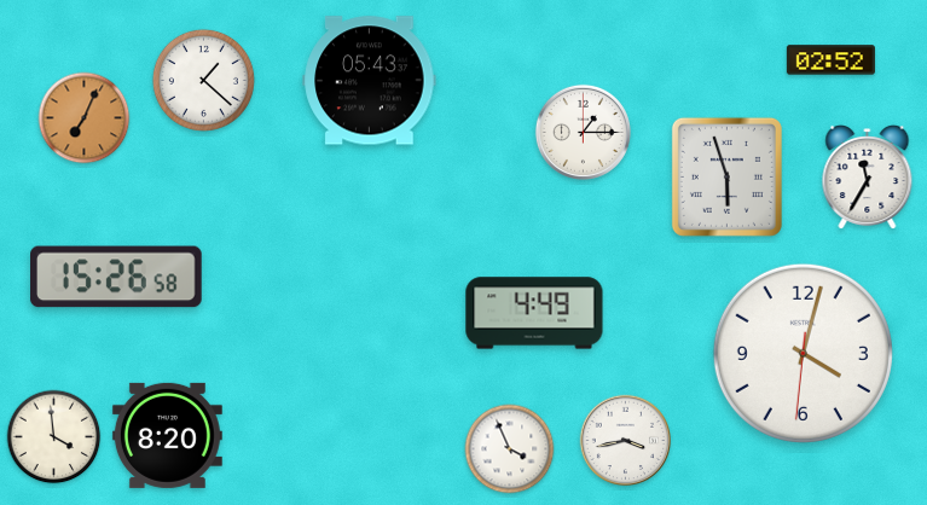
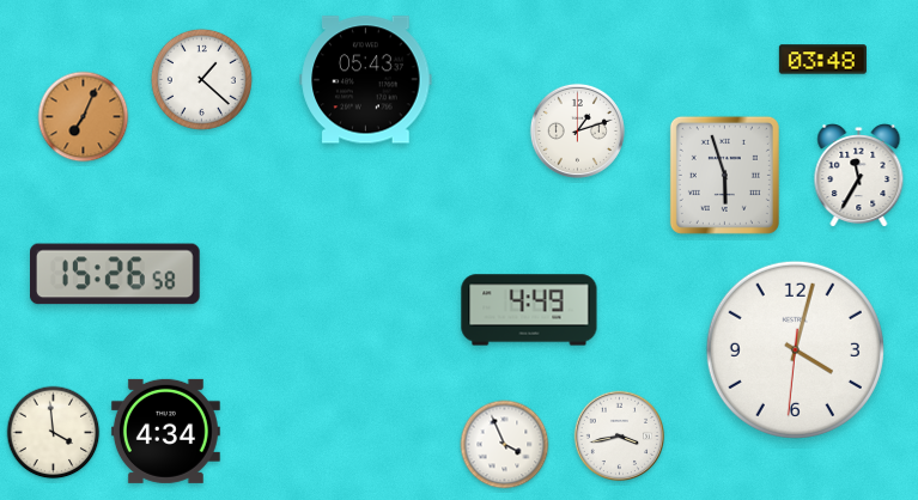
clock at (830, 60): 02:52 -> 03:48
clock at (583, 132): 1:15 -> 1:12
clock at (726, 176) position: (726, 176) -> (724, 175)
clock at (167, 435): 8:20 -> 4:34
